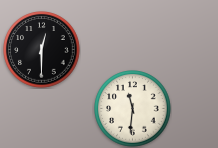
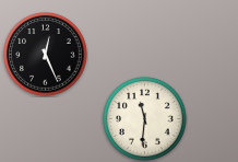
clock at (42, 50): 12:30 -> 12:26
